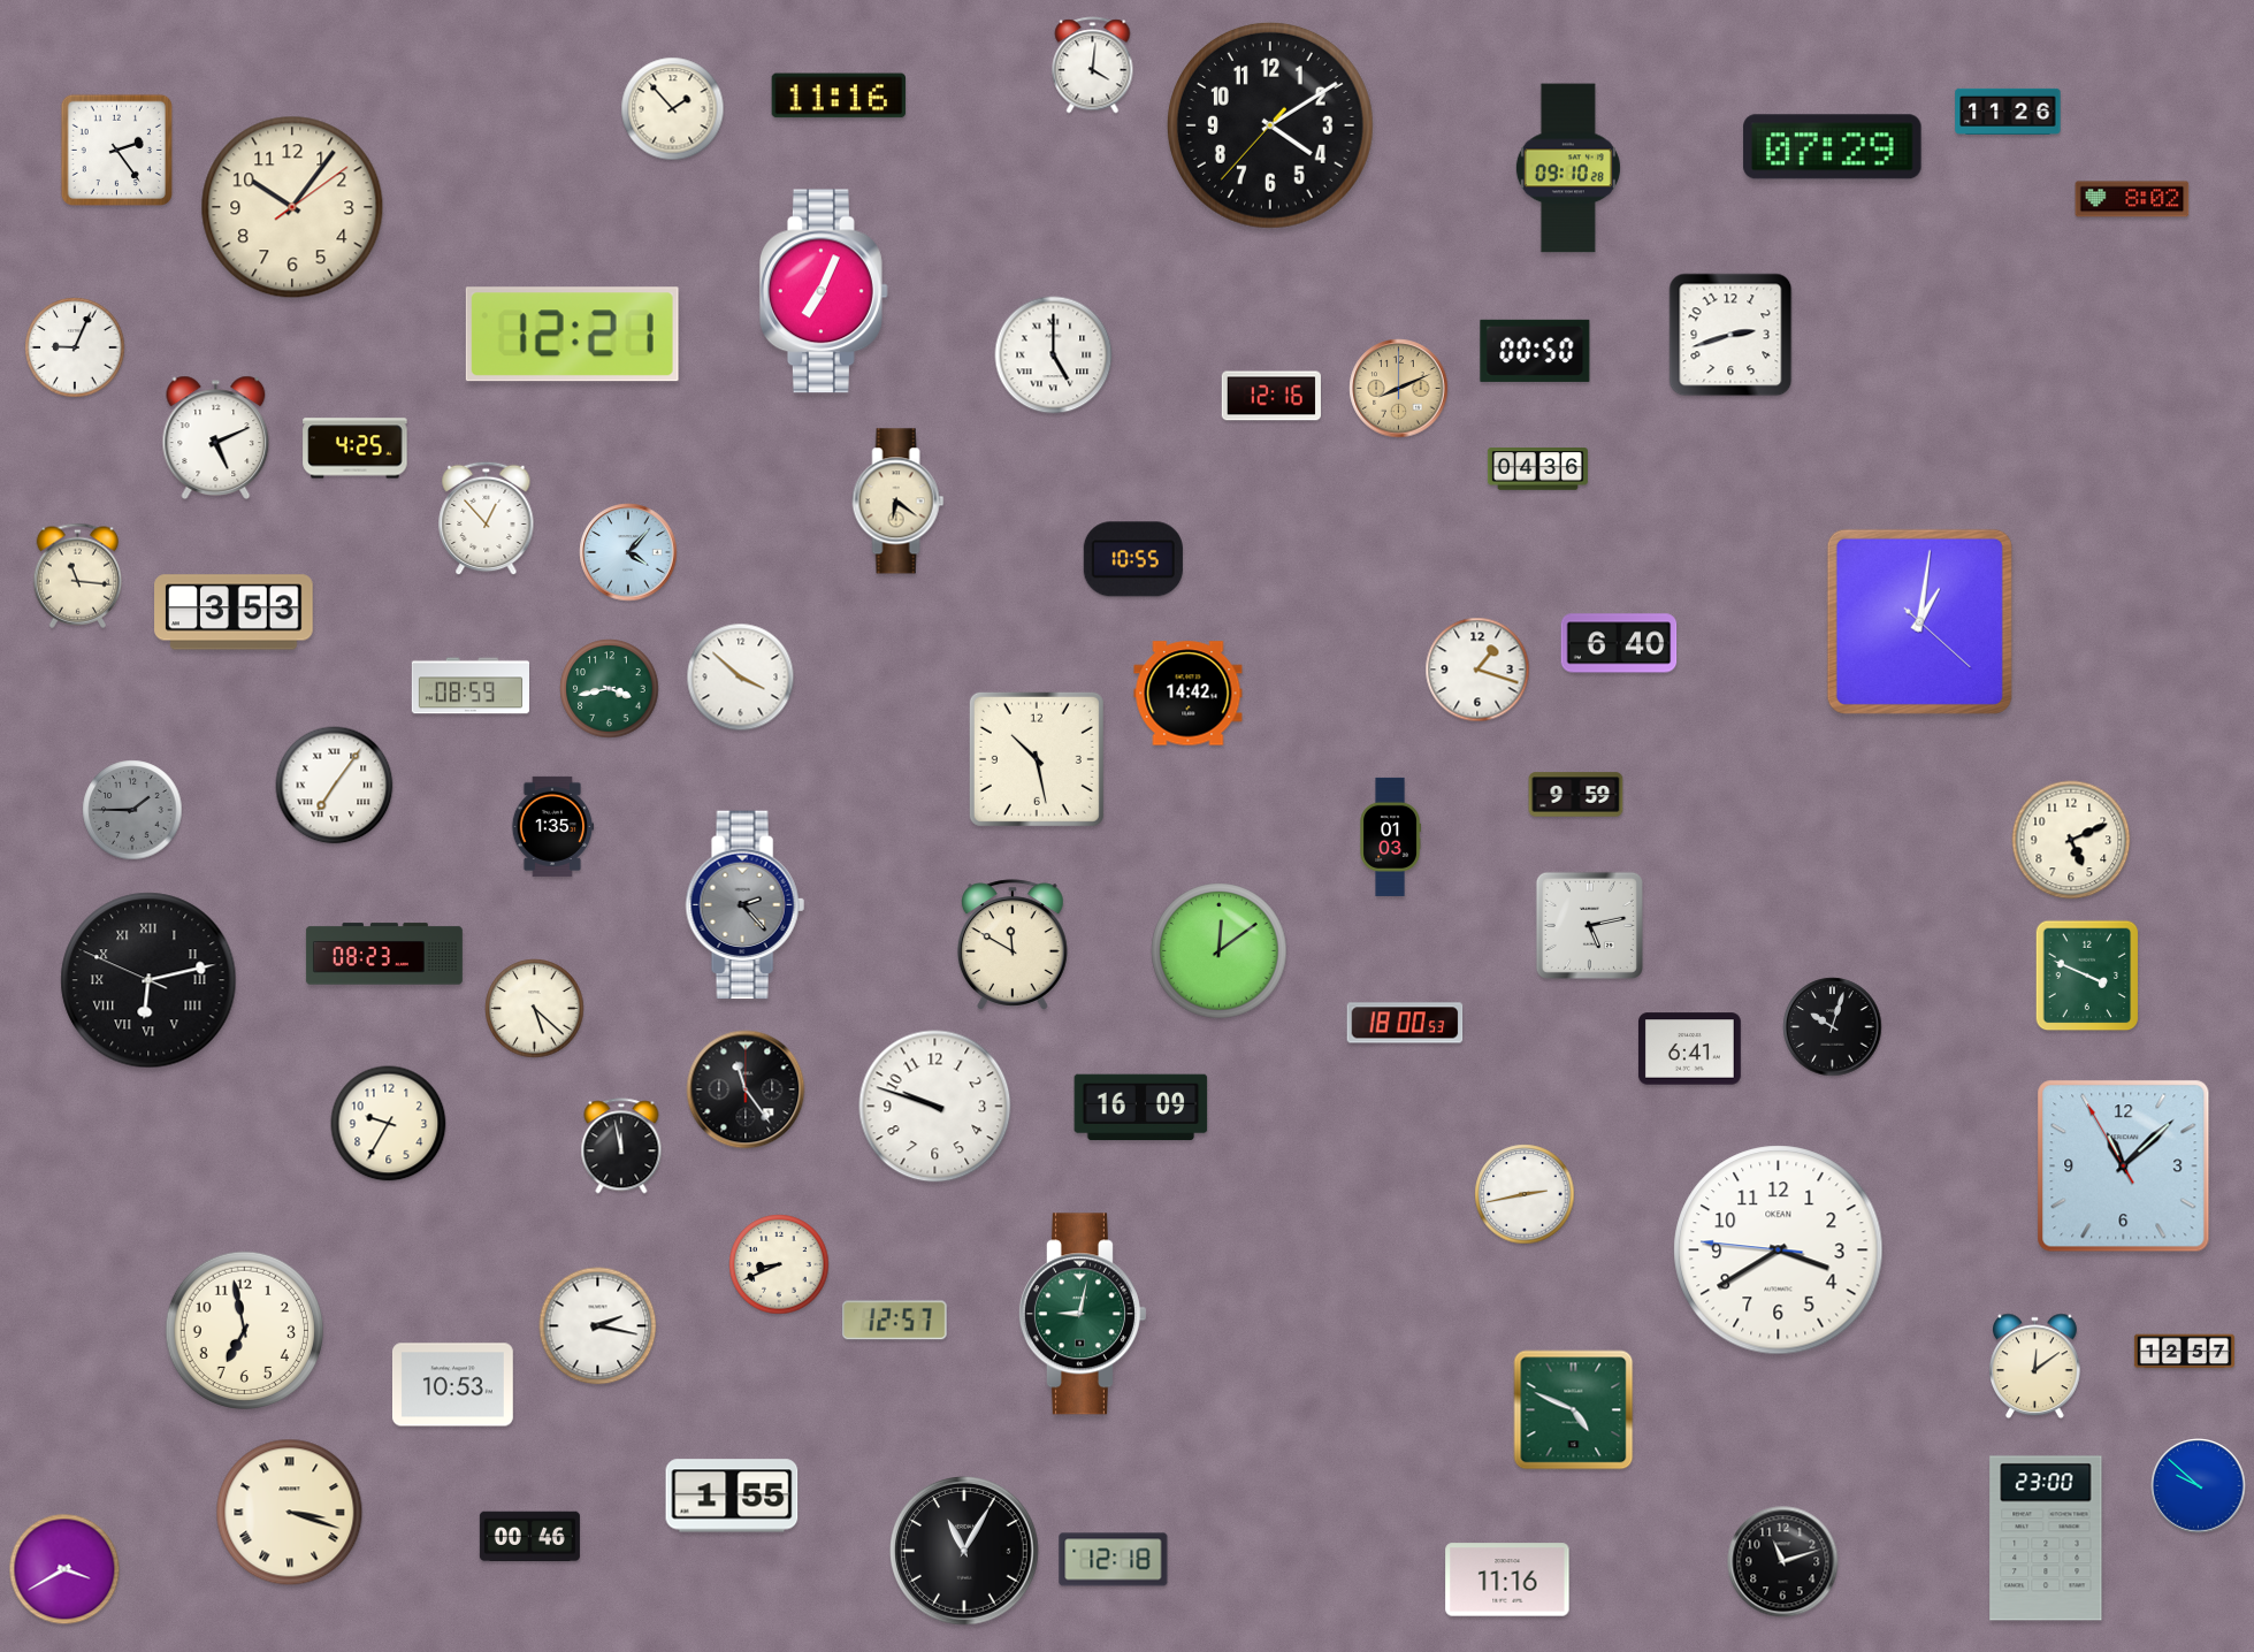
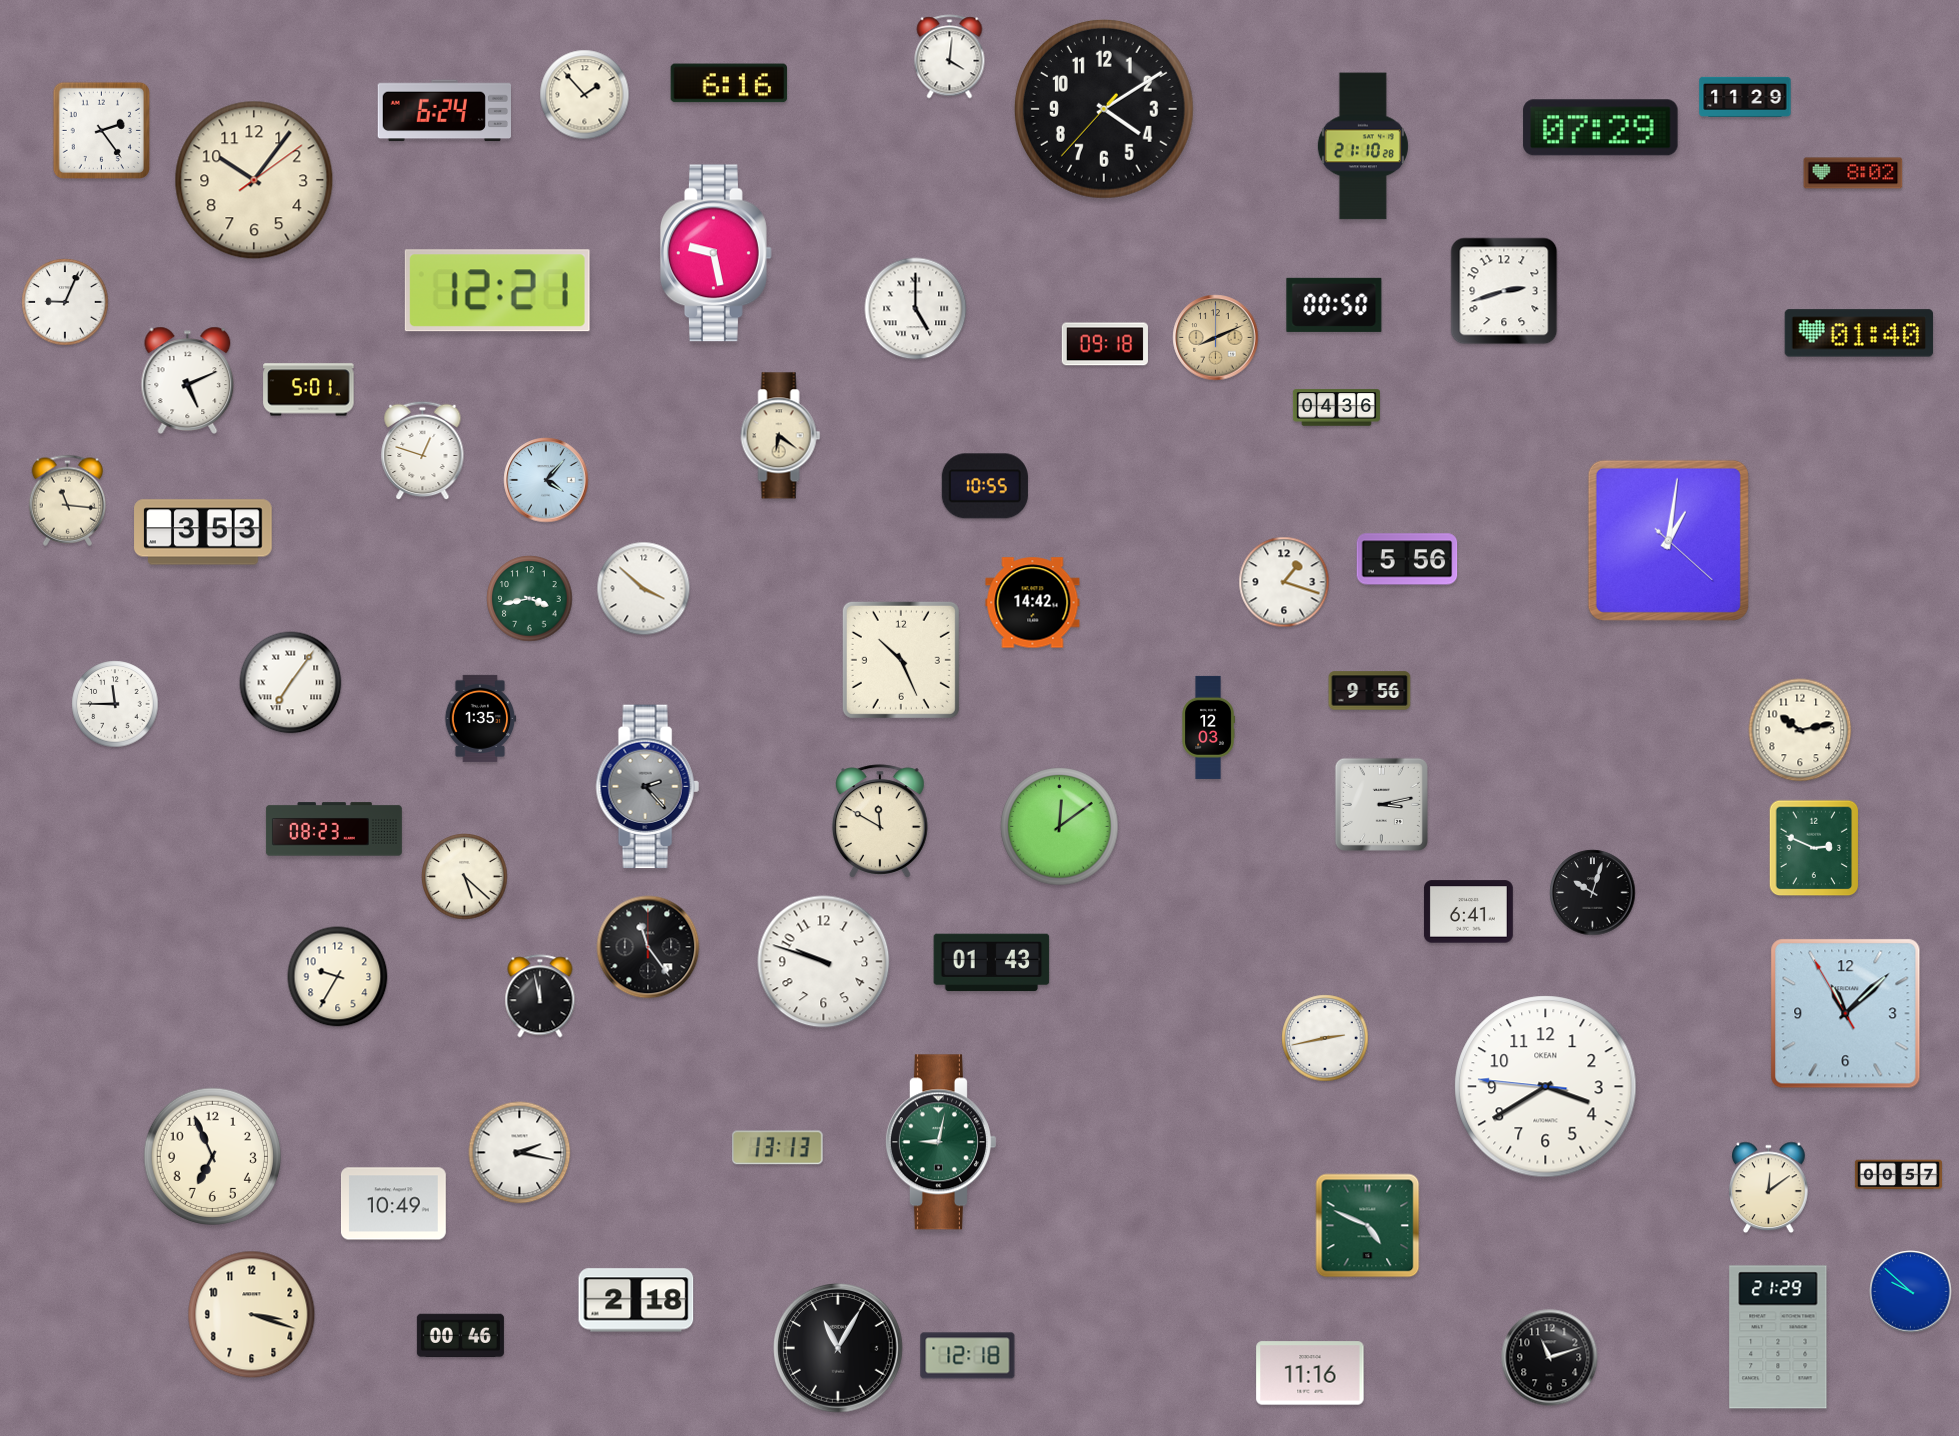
clock at (839, 95): 11:16 -> 6:16
clock at (2008, 112): 11:26 -> 11:29
clock at (444, 111): none -> 6:24
clock at (1833, 147) position: (1833, 147) -> (1601, 128)
clock at (1568, 168): 09:10 -> 21:10
clock at (824, 291): 7:04 -> 9:28
clock at (1859, 333): none -> 01:40
clock at (1271, 396): 12:16 -> 09:18
clock at (356, 449): 4:25 -> 5:01
clock at (487, 519): 12:53 -> 12:48
clock at (1619, 643): 6:40 -> 5:56
clock at (469, 686): 08:59 -> none
clock at (1037, 759): 10:28 -> 10:26
clock at (1576, 795): 9:59 -> 9:56
clock at (132, 810): 1:45 -> 11:45
clock at (132, 810) dial: grey -> white
clock at (1390, 836): 01:03 -> 12:03
clock at (2071, 840): 5:11 -> 10:13
clock at (1589, 925): 5:13 -> 3:13
clock at (2087, 976): 3:49 -> 2:49
clock at (148, 980): 6:12 -> none
clock at (1405, 1023): 18:00 -> none
clock at (935, 1107) position: (935, 1107) -> (824, 962)
clock at (1141, 1108): 16:09 -> 01:43
clock at (779, 1264): 8:41 -> none
clock at (895, 1321): 12:57 -> 13:13
clock at (244, 1330): 6:58 -> 6:56
clock at (2184, 1352): 12:57 -> 00:57
clock at (452, 1385): 10:53 -> 10:49
clock at (732, 1496): 1:55 -> 2:18
clock at (290, 1513) numerals: Roman -> Arabic
clock at (2046, 1538): 23:00 -> 21:29
clock at (64, 1569): 3:40 -> none
